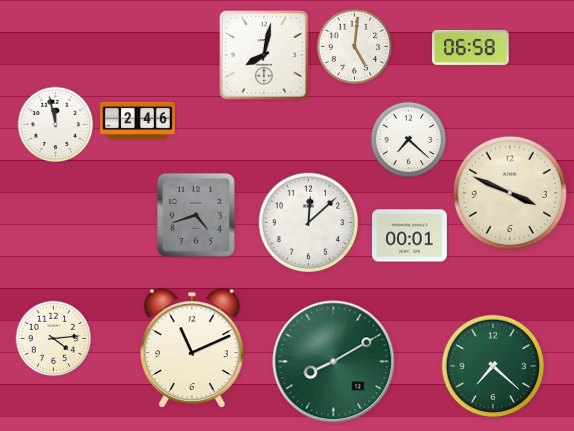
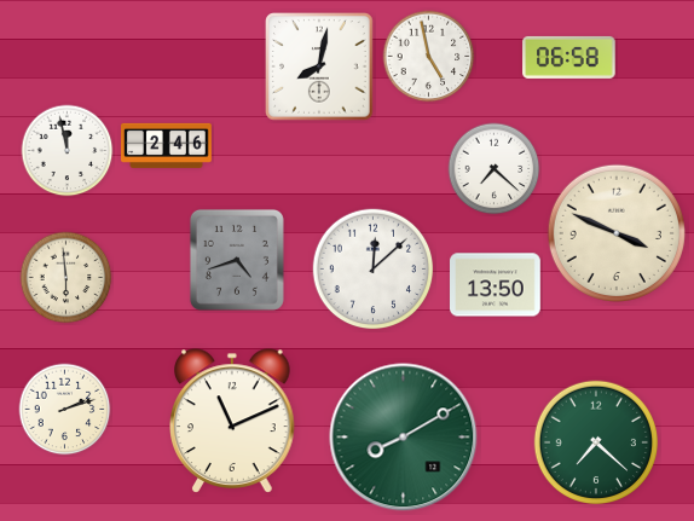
clock at (355, 47): 5:01 -> 4:58
clock at (66, 278): none -> 5:59
clock at (410, 236): 00:01 -> 13:50
clock at (54, 339): 4:14 -> 2:12
